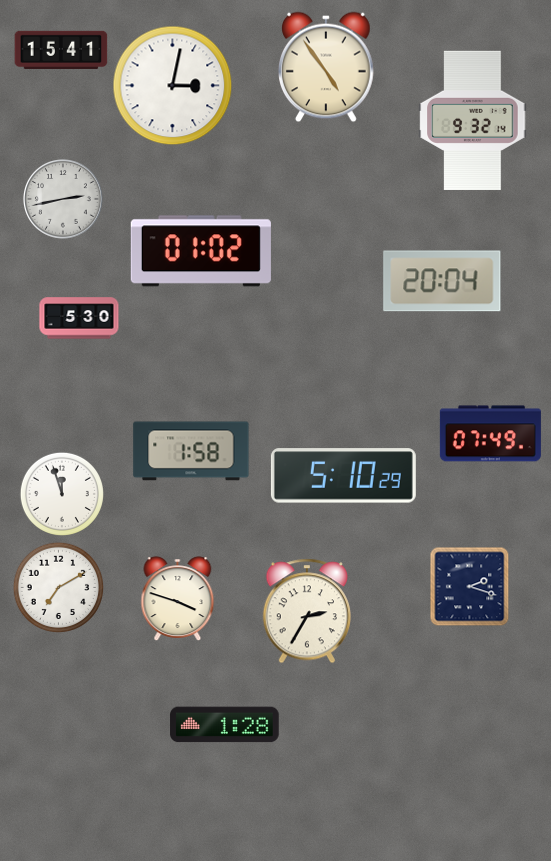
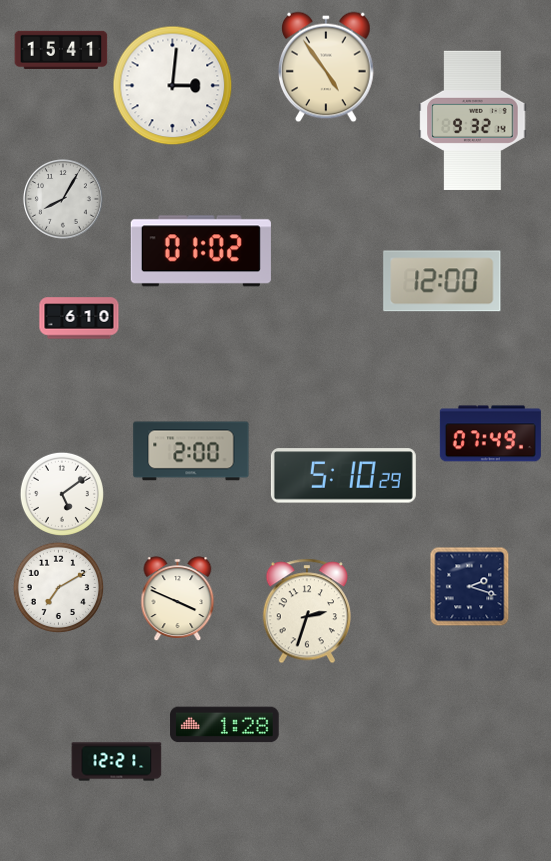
clock at (173, 86): 3:02 -> 3:01
clock at (64, 200): 2:43 -> 8:05
clock at (442, 281): 20:04 -> 12:00
clock at (79, 318): 5:30 -> 6:10
clock at (191, 451): 1:58 -> 2:00
clock at (62, 494): 11:57 -> 5:09
clock at (178, 598): 3:48 -> 3:49
clock at (306, 611): 2:35 -> 2:33
clock at (117, 762): none -> 12:21
